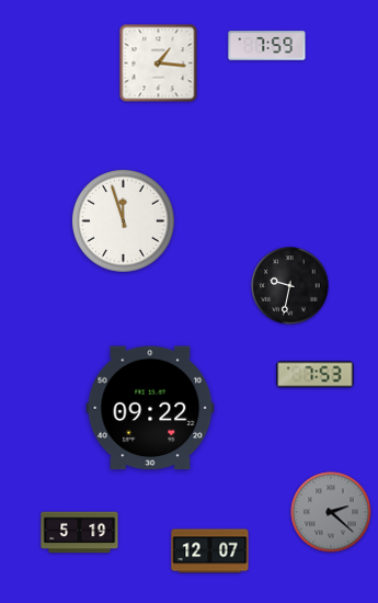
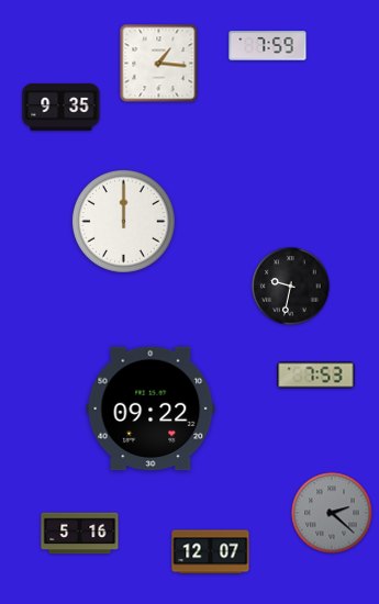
clock at (62, 108): none -> 9:35
clock at (124, 221): 11:57 -> 12:00
clock at (80, 533): 5:19 -> 5:16
